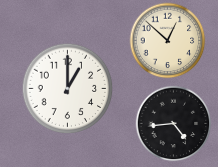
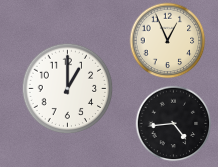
clock at (168, 41): 12:52 -> 12:56
